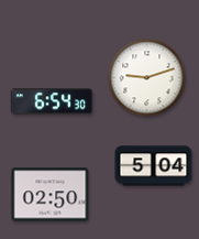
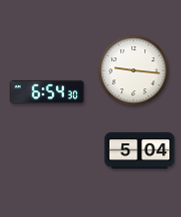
clock at (147, 78): 9:12 -> 9:16
clock at (51, 195): 02:50 -> none
